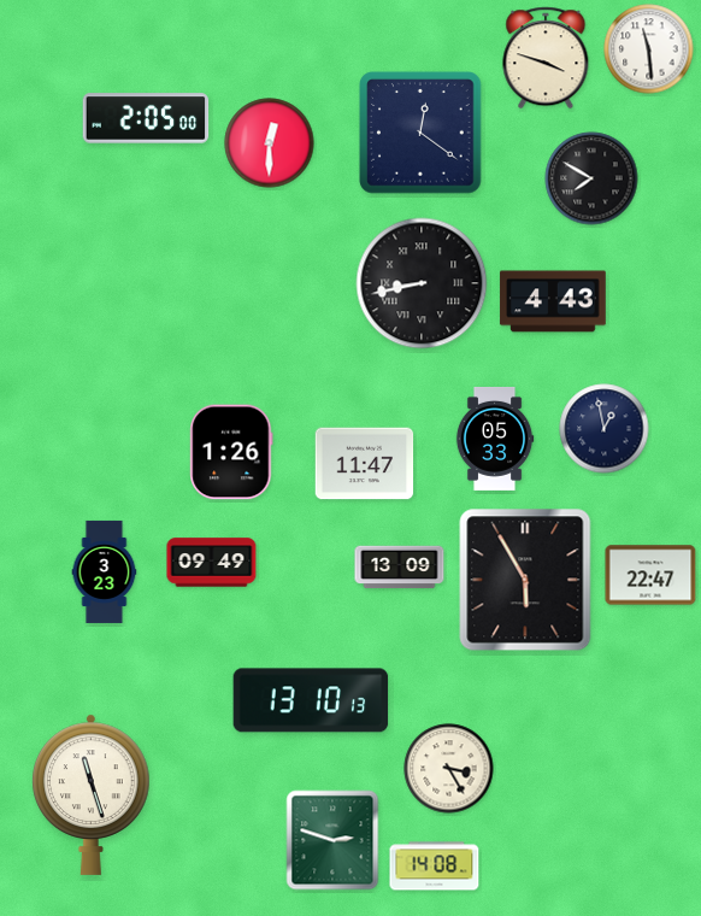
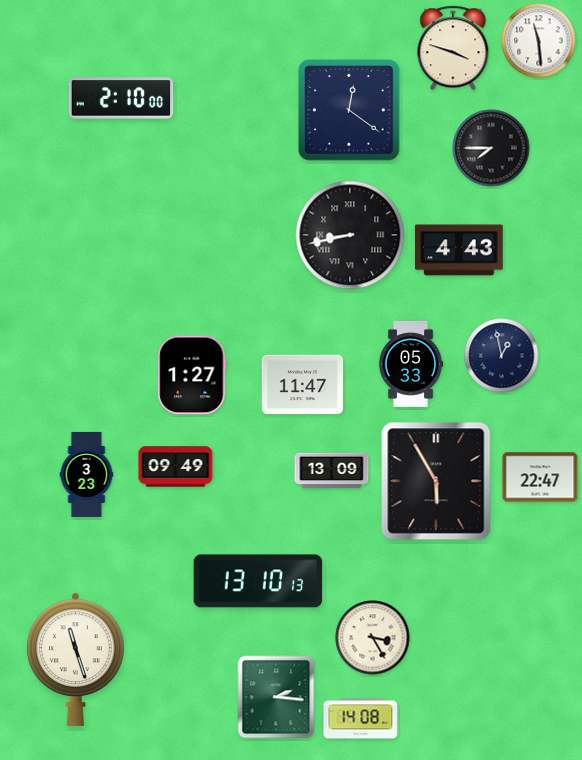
clock at (146, 118): 2:05 -> 2:10
clock at (270, 143): 12:30 -> none
clock at (591, 178): 7:50 -> 7:45
clock at (231, 452): 1:26 -> 1:27
clock at (332, 840): 2:48 -> 2:16
